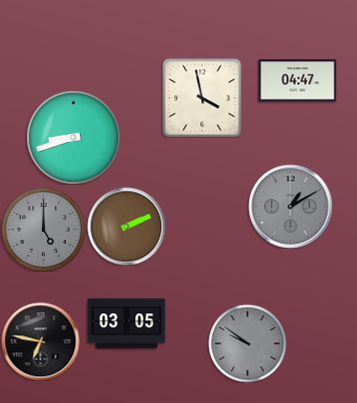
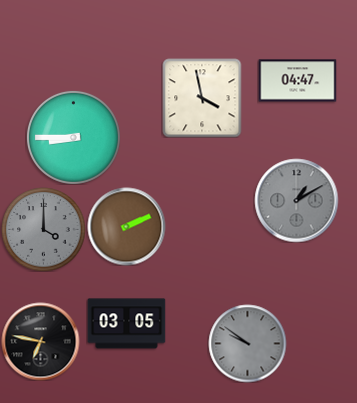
clock at (73, 137): 8:42 -> 8:45
clock at (290, 206) position: (290, 206) -> (296, 200)
clock at (43, 229): 5:00 -> 4:00
